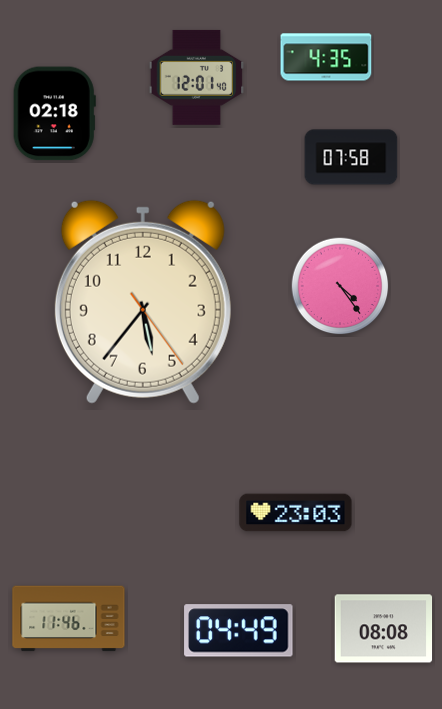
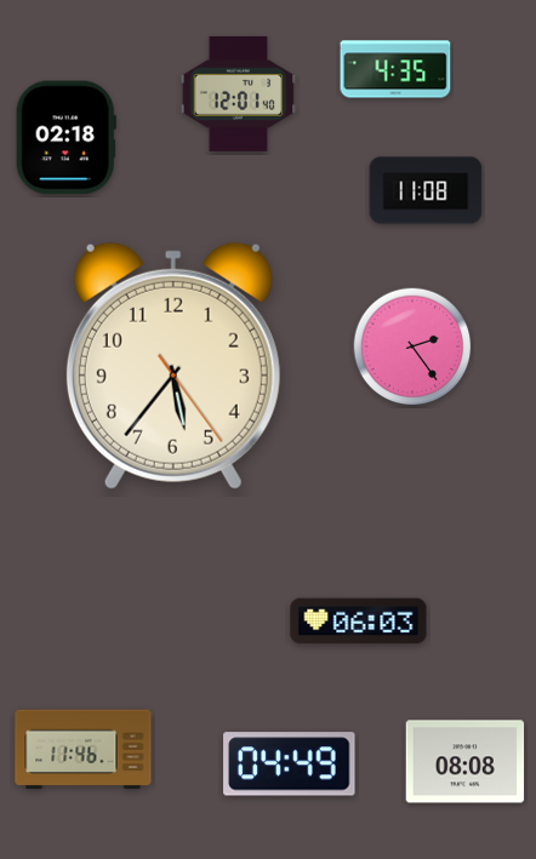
clock at (351, 157): 07:58 -> 11:08
clock at (340, 286): 4:24 -> 2:24
clock at (296, 513): 23:03 -> 06:03
